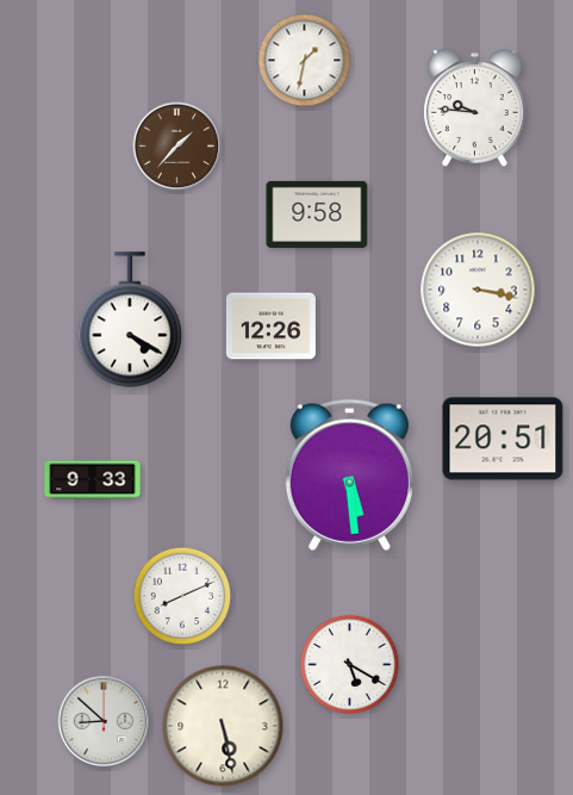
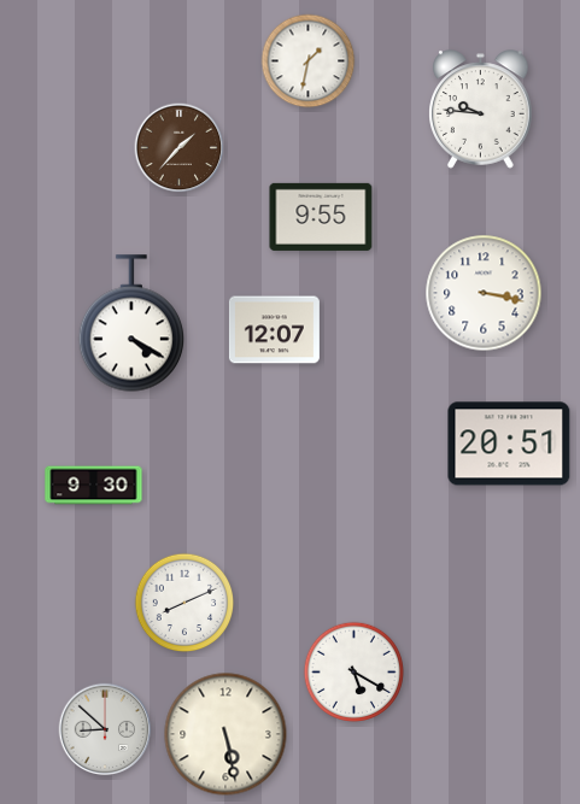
clock at (317, 215): 9:58 -> 9:55
clock at (270, 327): 12:26 -> 12:07
clock at (349, 474): 5:29 -> none
clock at (93, 480): 9:33 -> 9:30
